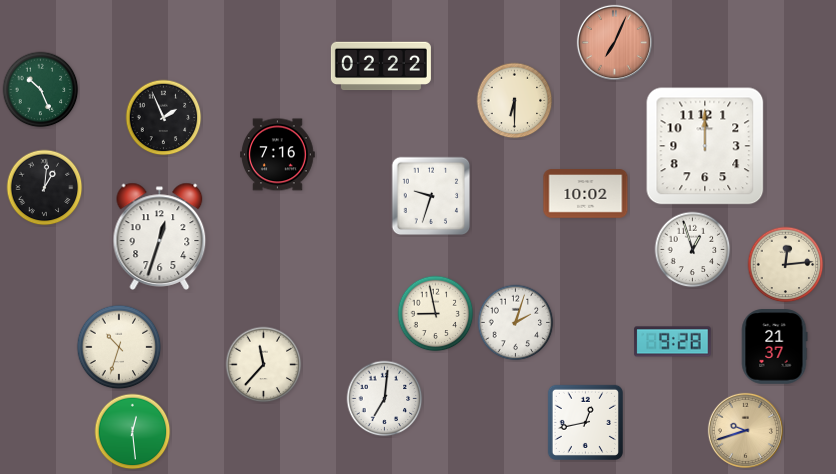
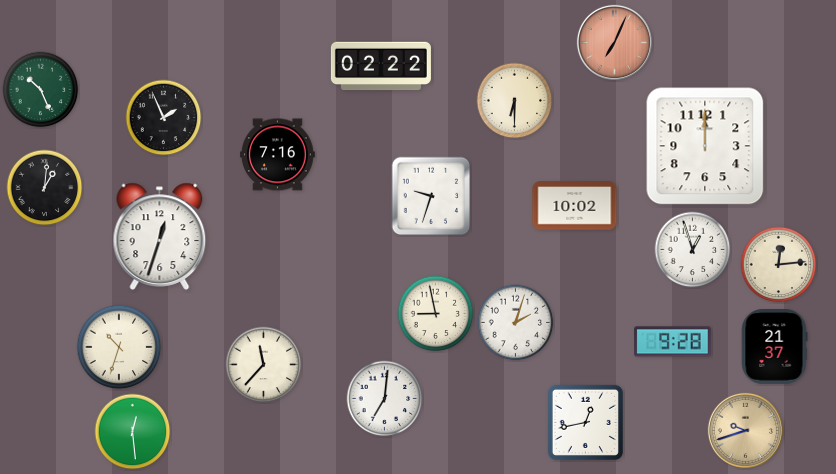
clock at (586, 194) position: (586, 194) -> (575, 206)
clock at (786, 265) position: (786, 265) -> (779, 265)
